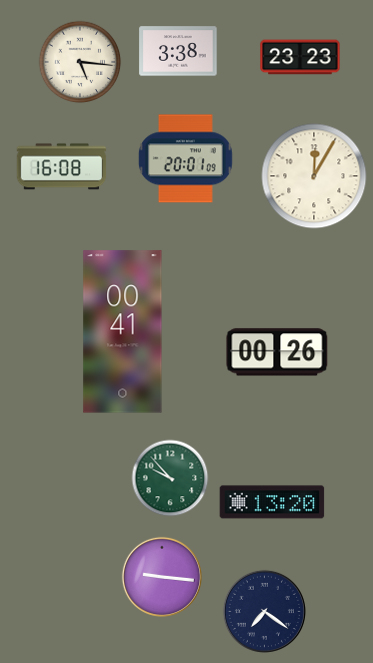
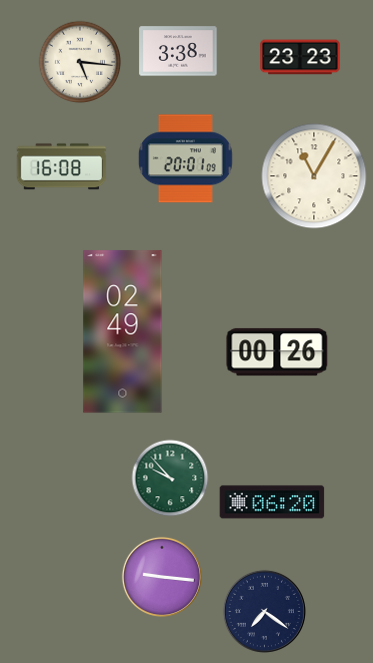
clock at (314, 176): 12:05 -> 11:05
clock at (123, 332): 00:41 -> 02:49
clock at (272, 502): 13:20 -> 06:20
